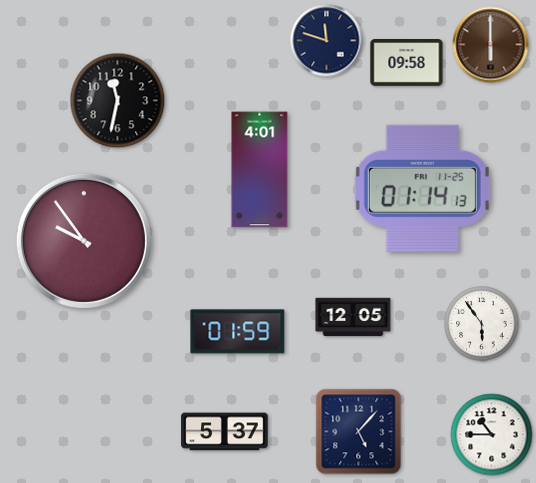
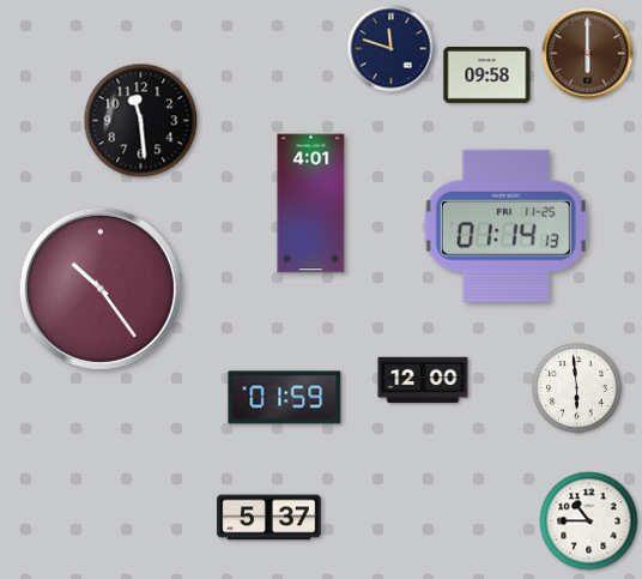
clock at (118, 101): 11:32 -> 11:29
clock at (84, 241): 9:54 -> 10:24
clock at (353, 317): 12:05 -> 12:00
clock at (482, 324): 5:54 -> 5:59
clock at (359, 432): 5:07 -> none
